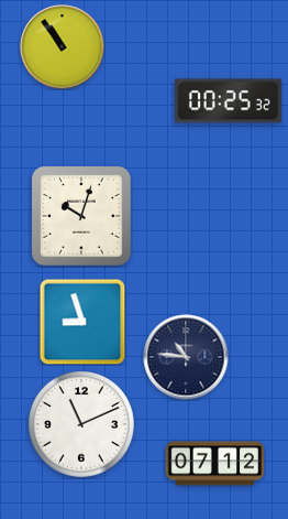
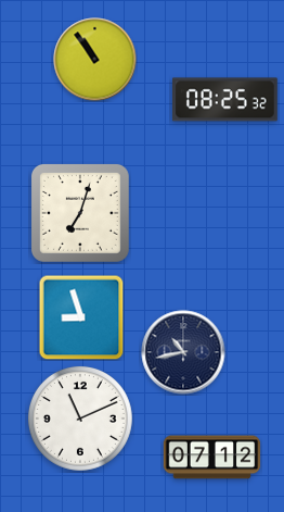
clock at (63, 47) position: (63, 47) -> (95, 60)
clock at (228, 101): 00:25 -> 08:25
clock at (81, 216): 10:03 -> 7:03
clock at (186, 357): 10:46 -> 10:43
